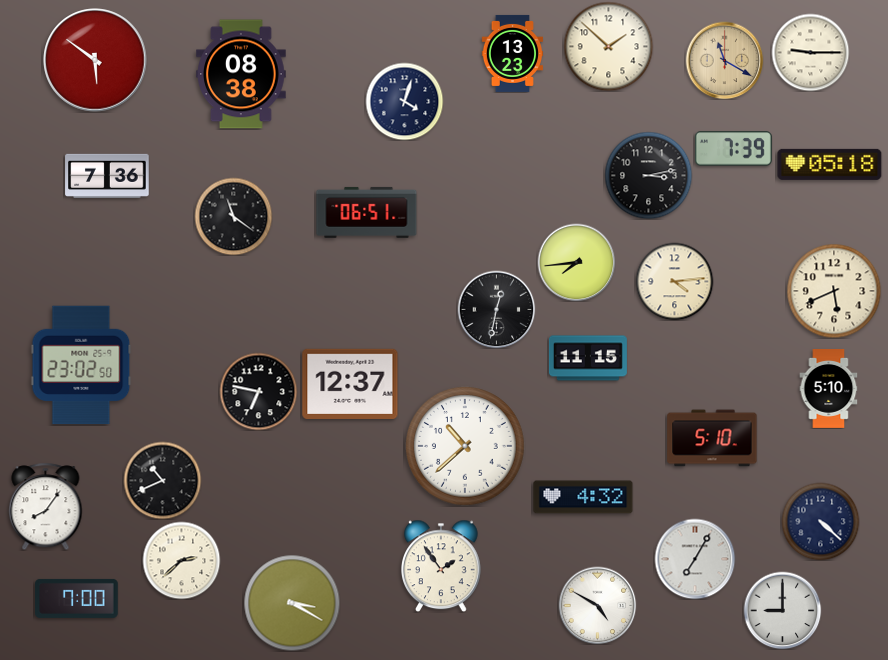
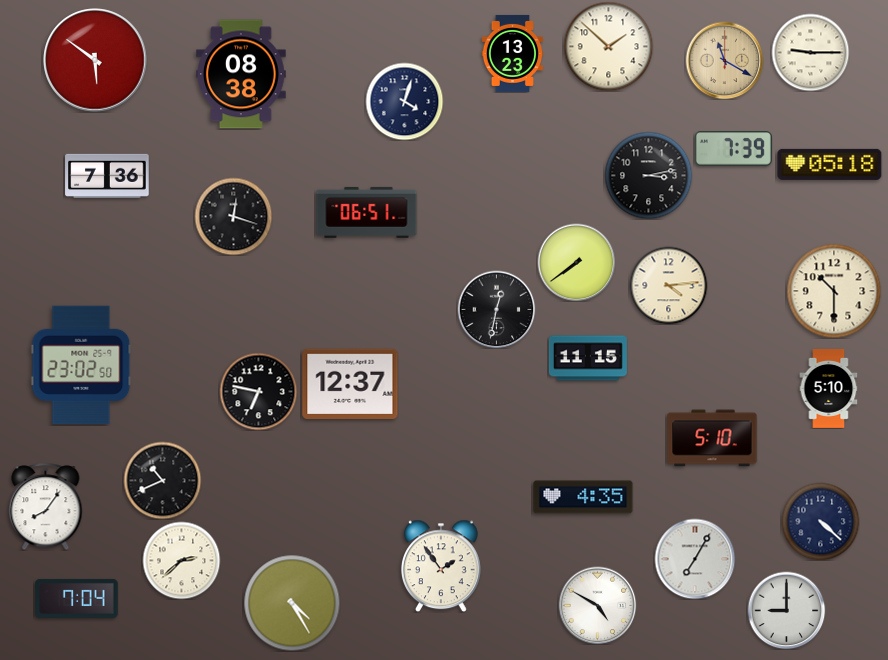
clock at (233, 216): 11:21 -> 12:18
clock at (576, 262): 7:44 -> 7:39
clock at (674, 281) position: (674, 281) -> (668, 285)
clock at (834, 291): 5:41 -> 10:30
clock at (466, 447): 10:38 -> none
clock at (583, 497): 4:32 -> 4:35
clock at (77, 598): 7:00 -> 7:04
clock at (292, 603): 3:20 -> 4:25
clock at (782, 610) position: (782, 610) -> (786, 610)
